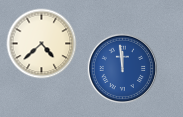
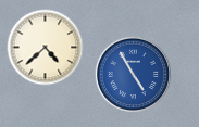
clock at (122, 68): 11:59 -> 4:55
